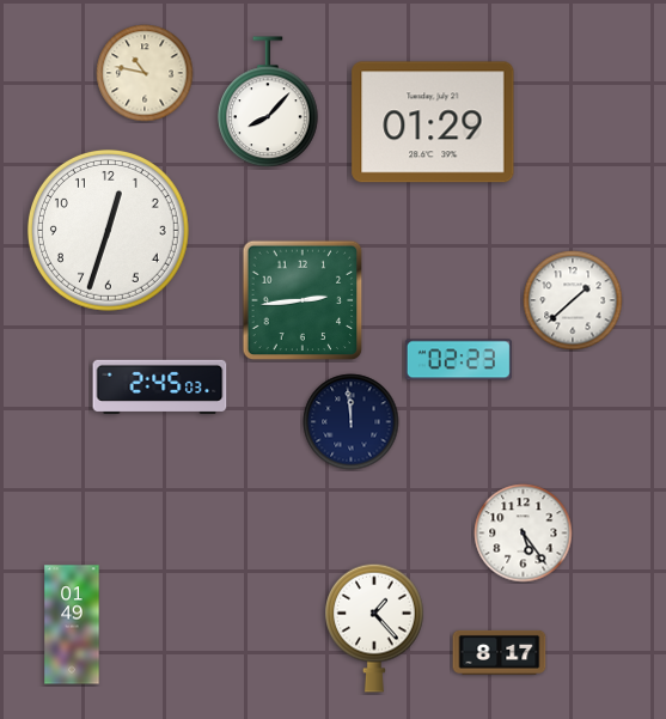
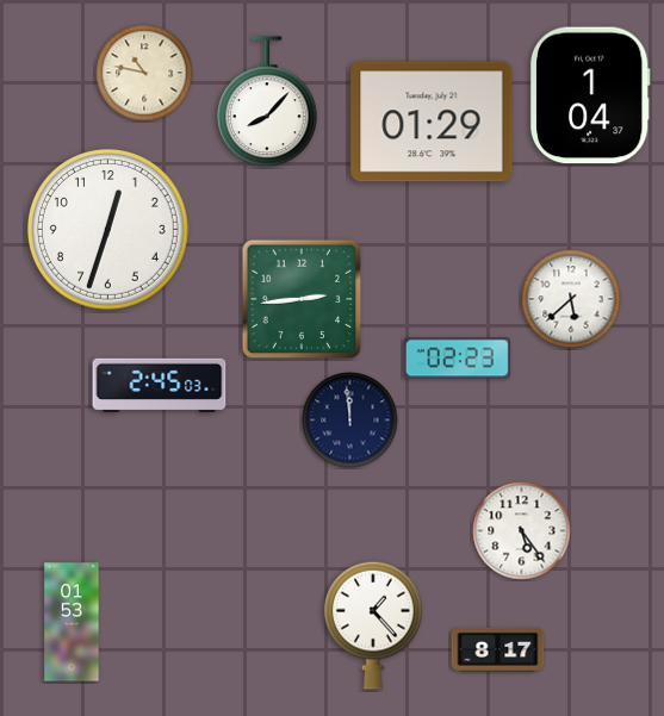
clock at (590, 95): none -> 1:04
clock at (573, 300): 1:38 -> 5:38
clock at (72, 624): 01:49 -> 01:53
